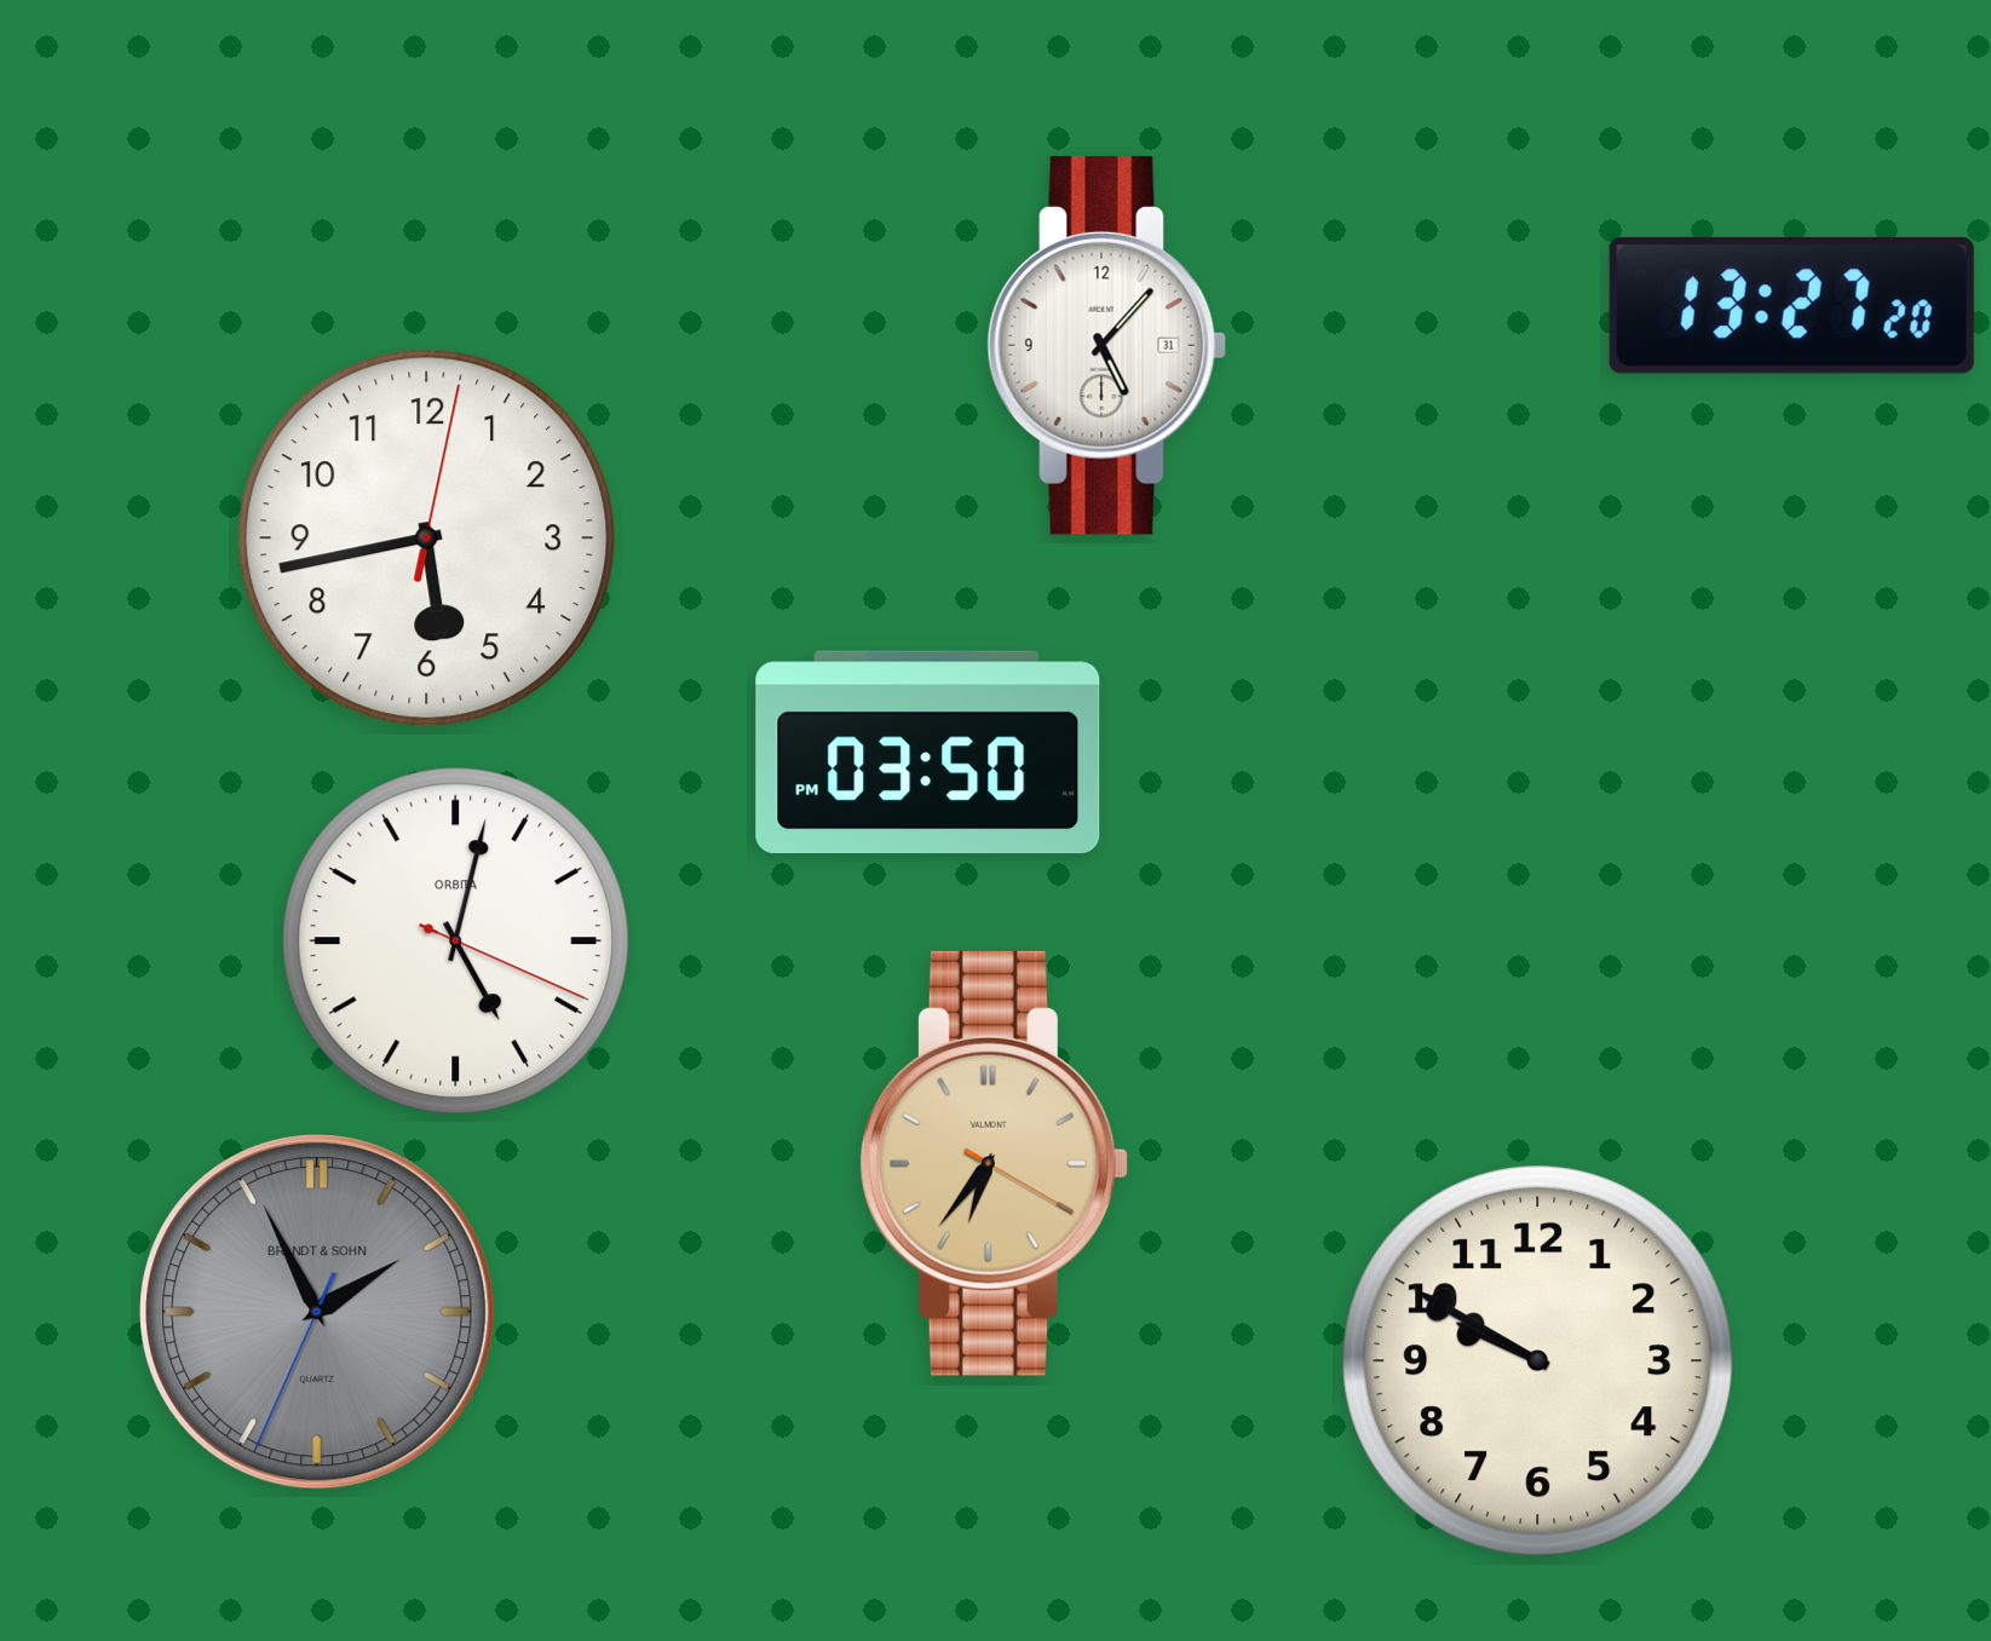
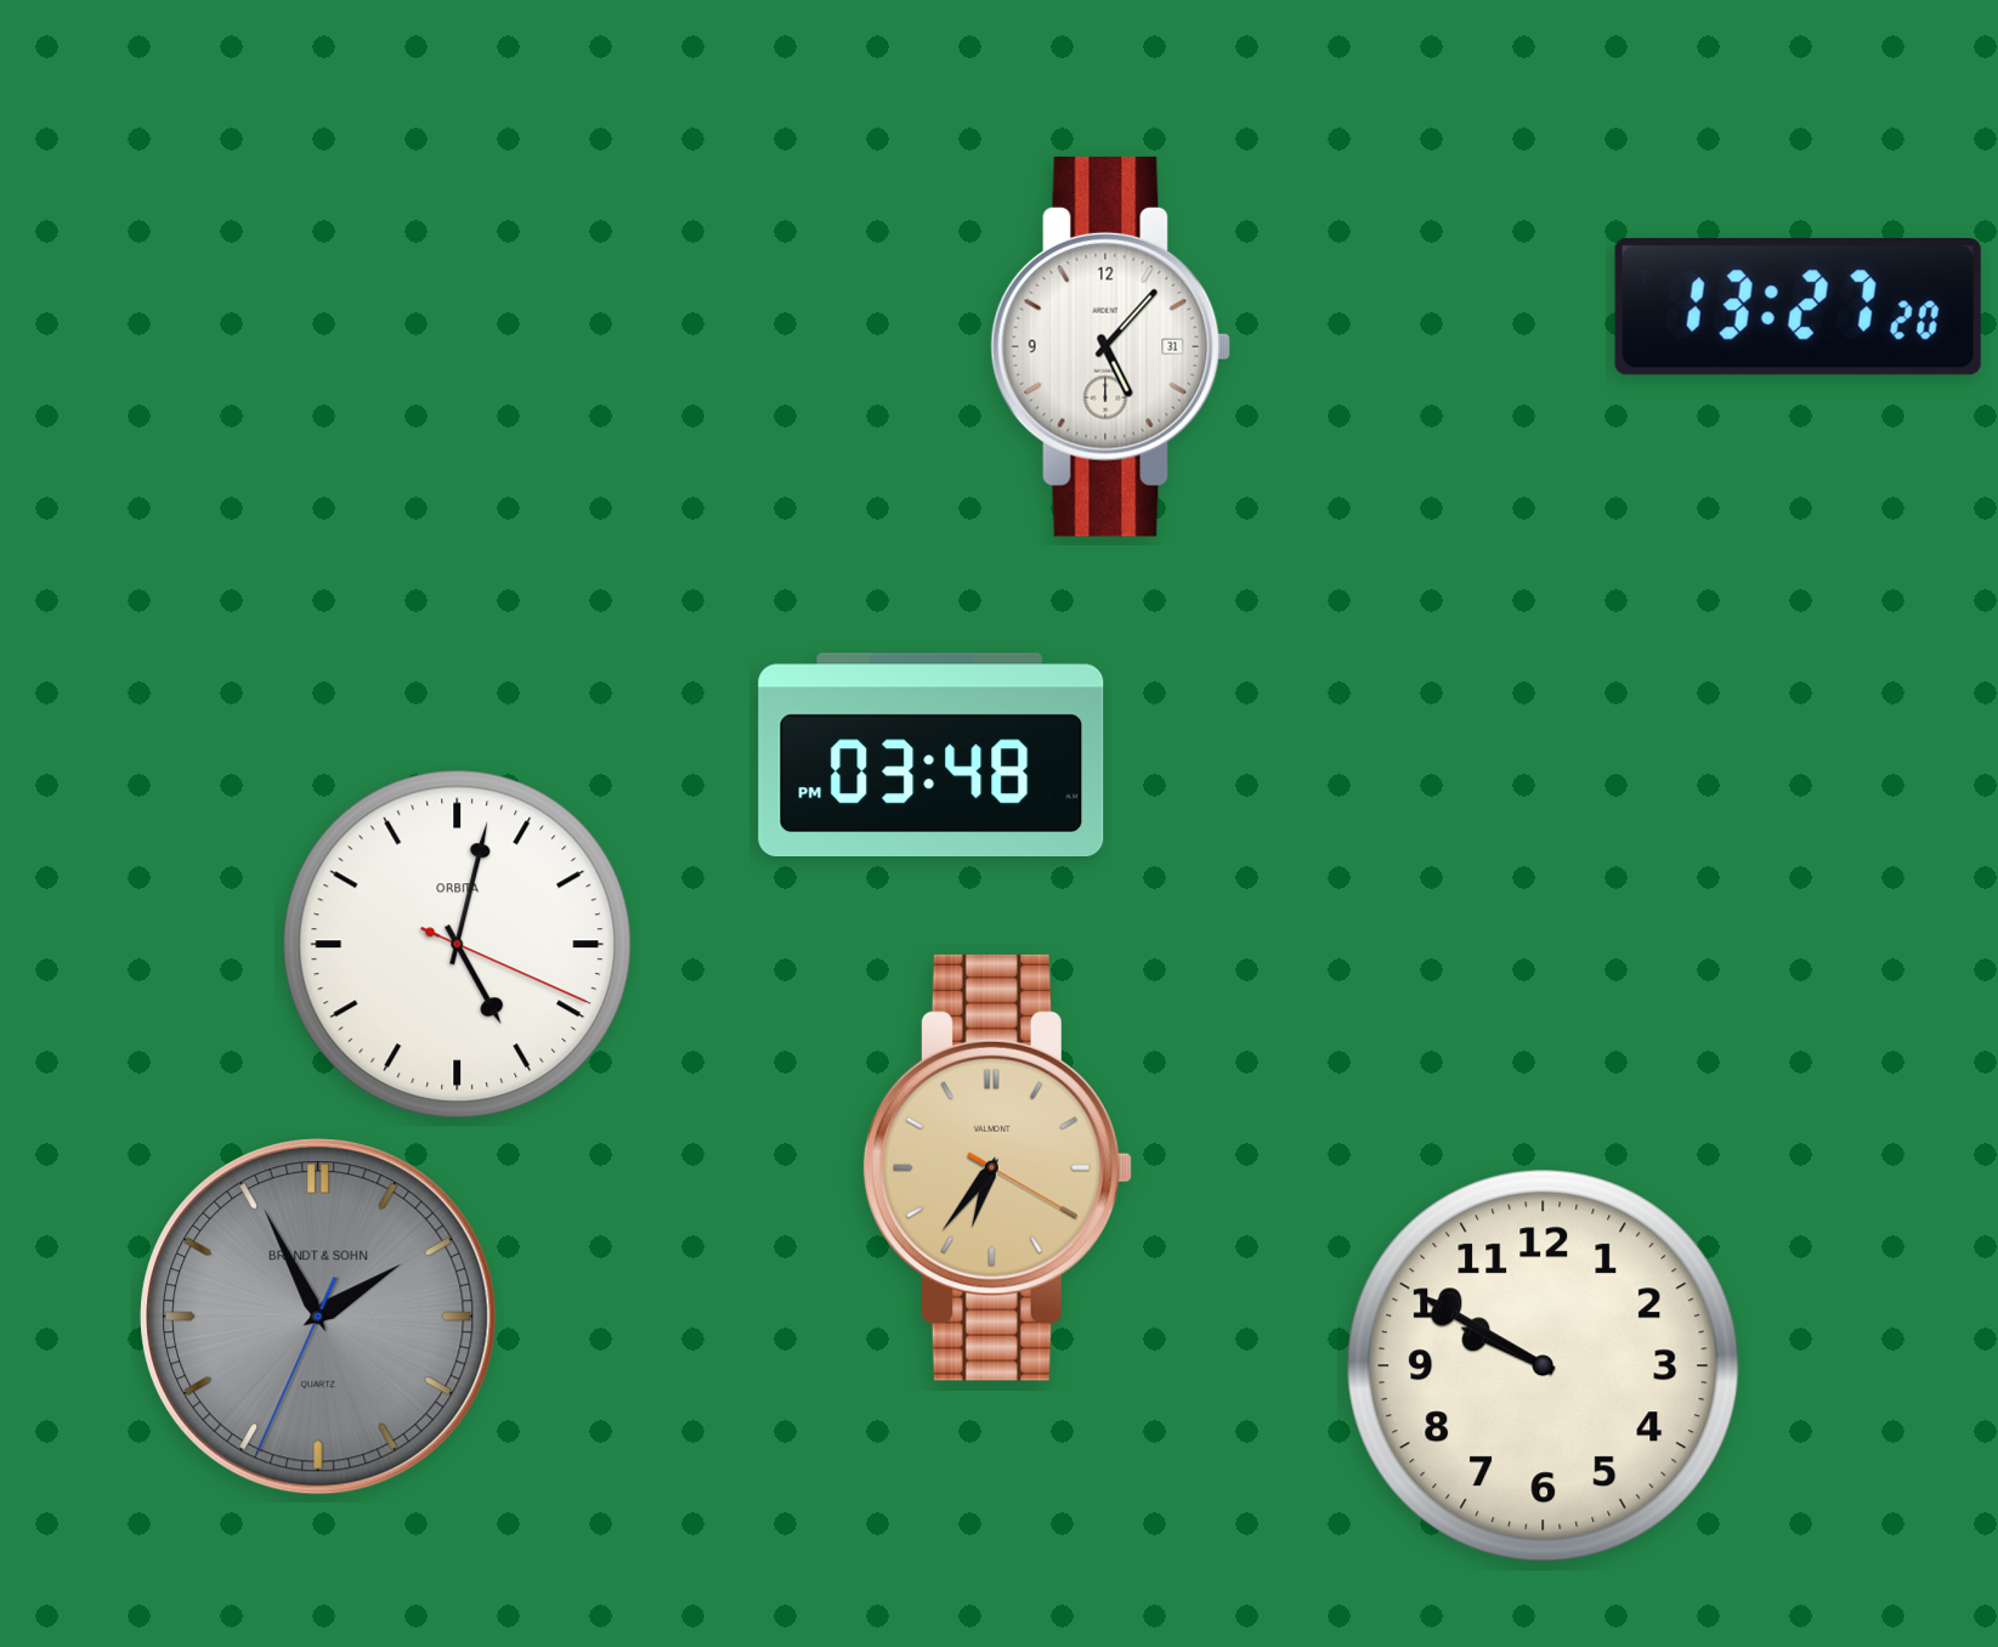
clock at (427, 539): 5:43 -> none
clock at (928, 753): 03:50 -> 03:48
